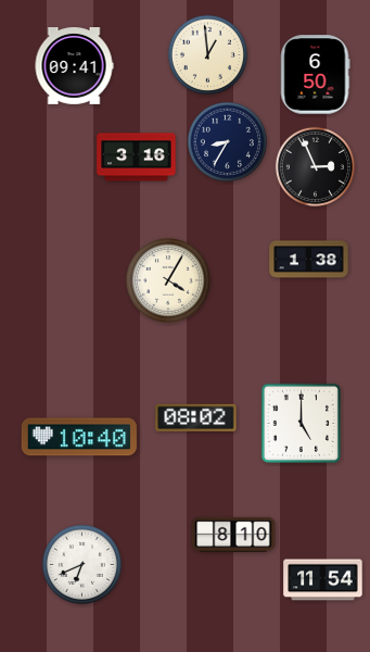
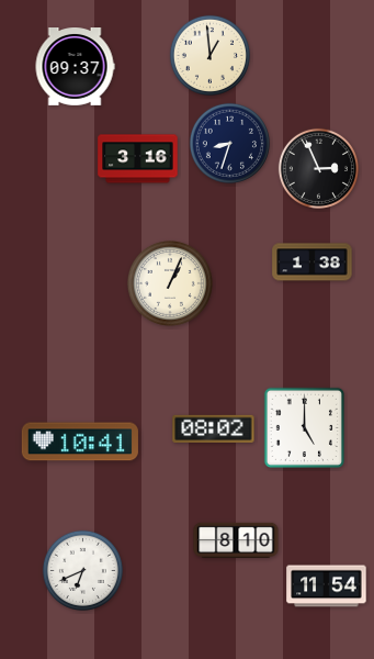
clock at (74, 66): 09:41 -> 09:37
clock at (315, 75): 6:50 -> none
clock at (227, 141): 8:35 -> 8:33
clock at (168, 280): 4:05 -> 1:04
clock at (196, 417) position: (196, 417) -> (214, 428)
clock at (79, 437): 10:40 -> 10:41
